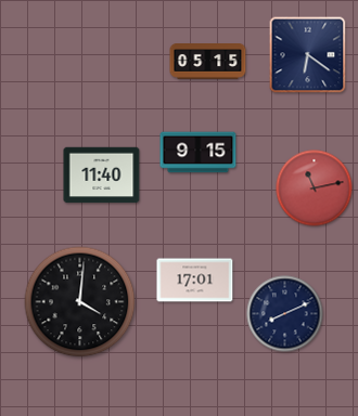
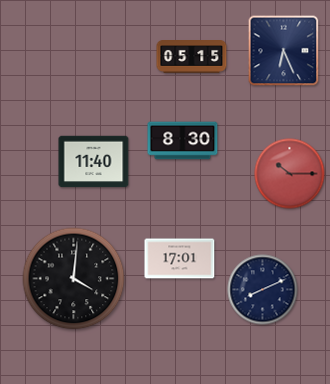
clock at (308, 55): 6:21 -> 6:26
clock at (199, 153): 9:15 -> 8:30
clock at (315, 188): 11:13 -> 10:15
